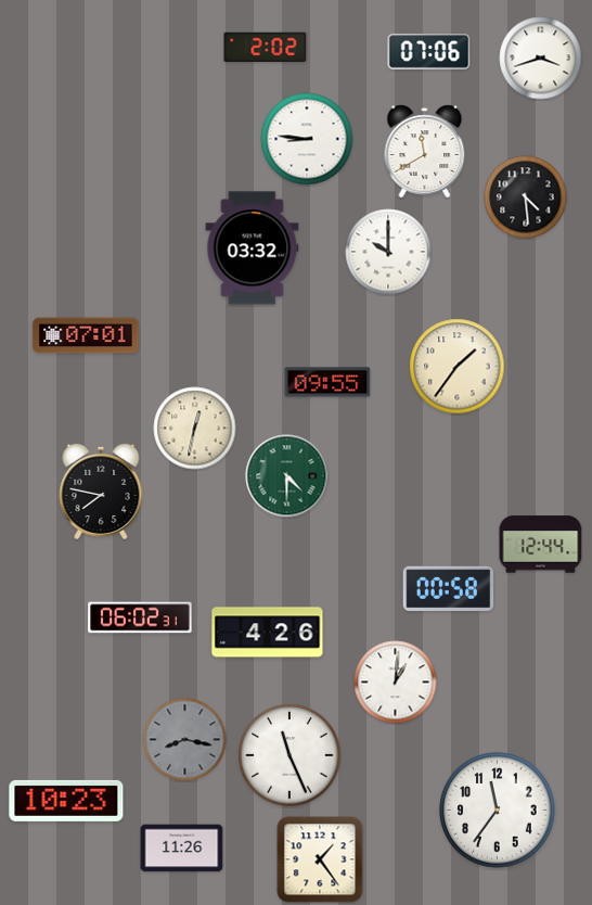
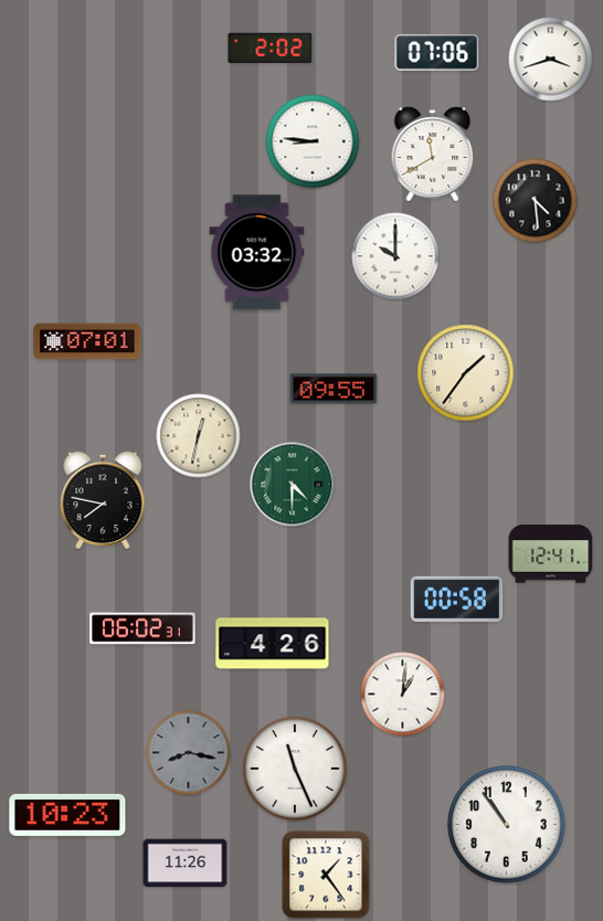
clock at (541, 545): 12:44 -> 12:41
clock at (498, 811): 11:36 -> 10:54
